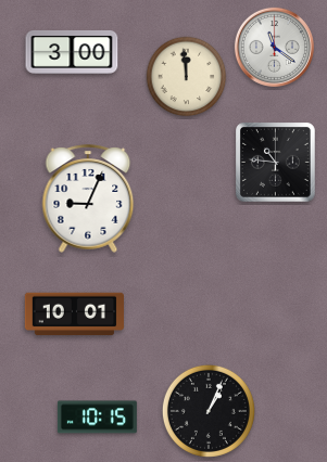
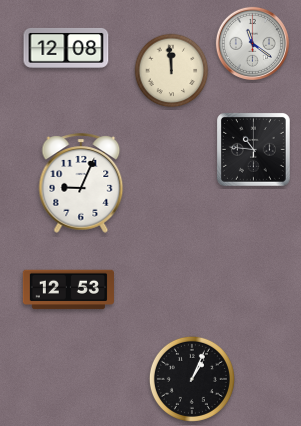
clock at (72, 52): 3:00 -> 12:08
clock at (74, 315): 10:01 -> 12:53
clock at (97, 418): 10:15 -> none
